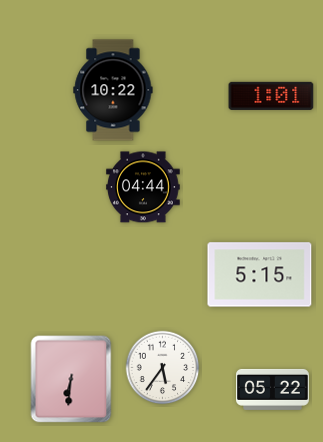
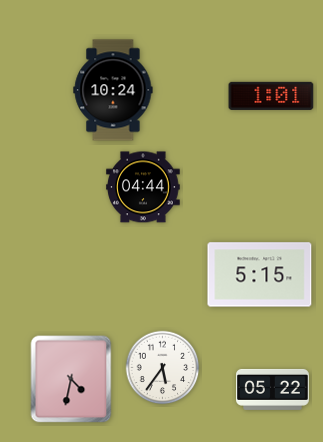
clock at (113, 90): 10:22 -> 10:24
clock at (71, 379): 6:31 -> 4:32
